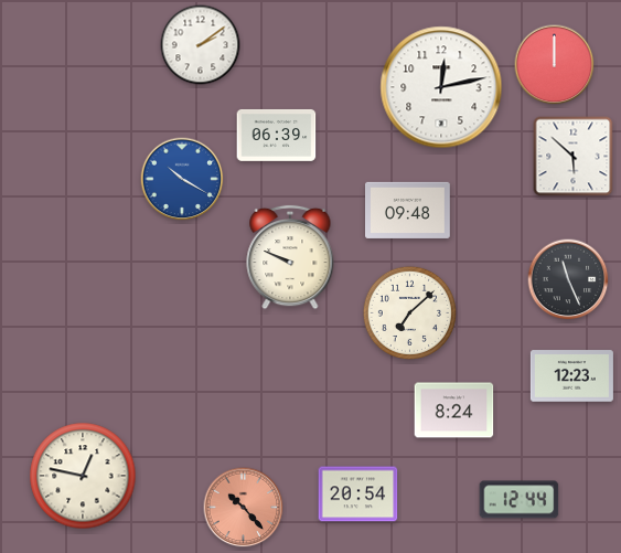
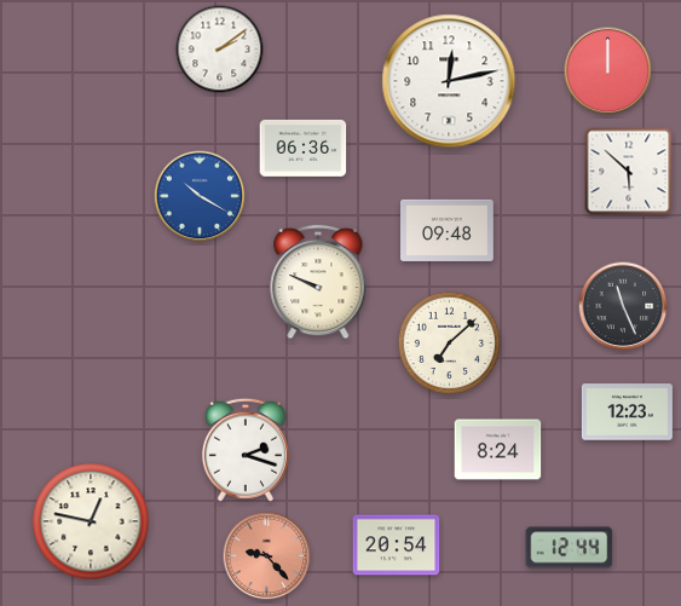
clock at (441, 87) position: (441, 87) -> (449, 81)
clock at (277, 135): 06:39 -> 06:36
clock at (246, 450): none -> 2:18
clock at (358, 494) position: (358, 494) -> (397, 546)
clock at (244, 508): 10:23 -> 9:23
